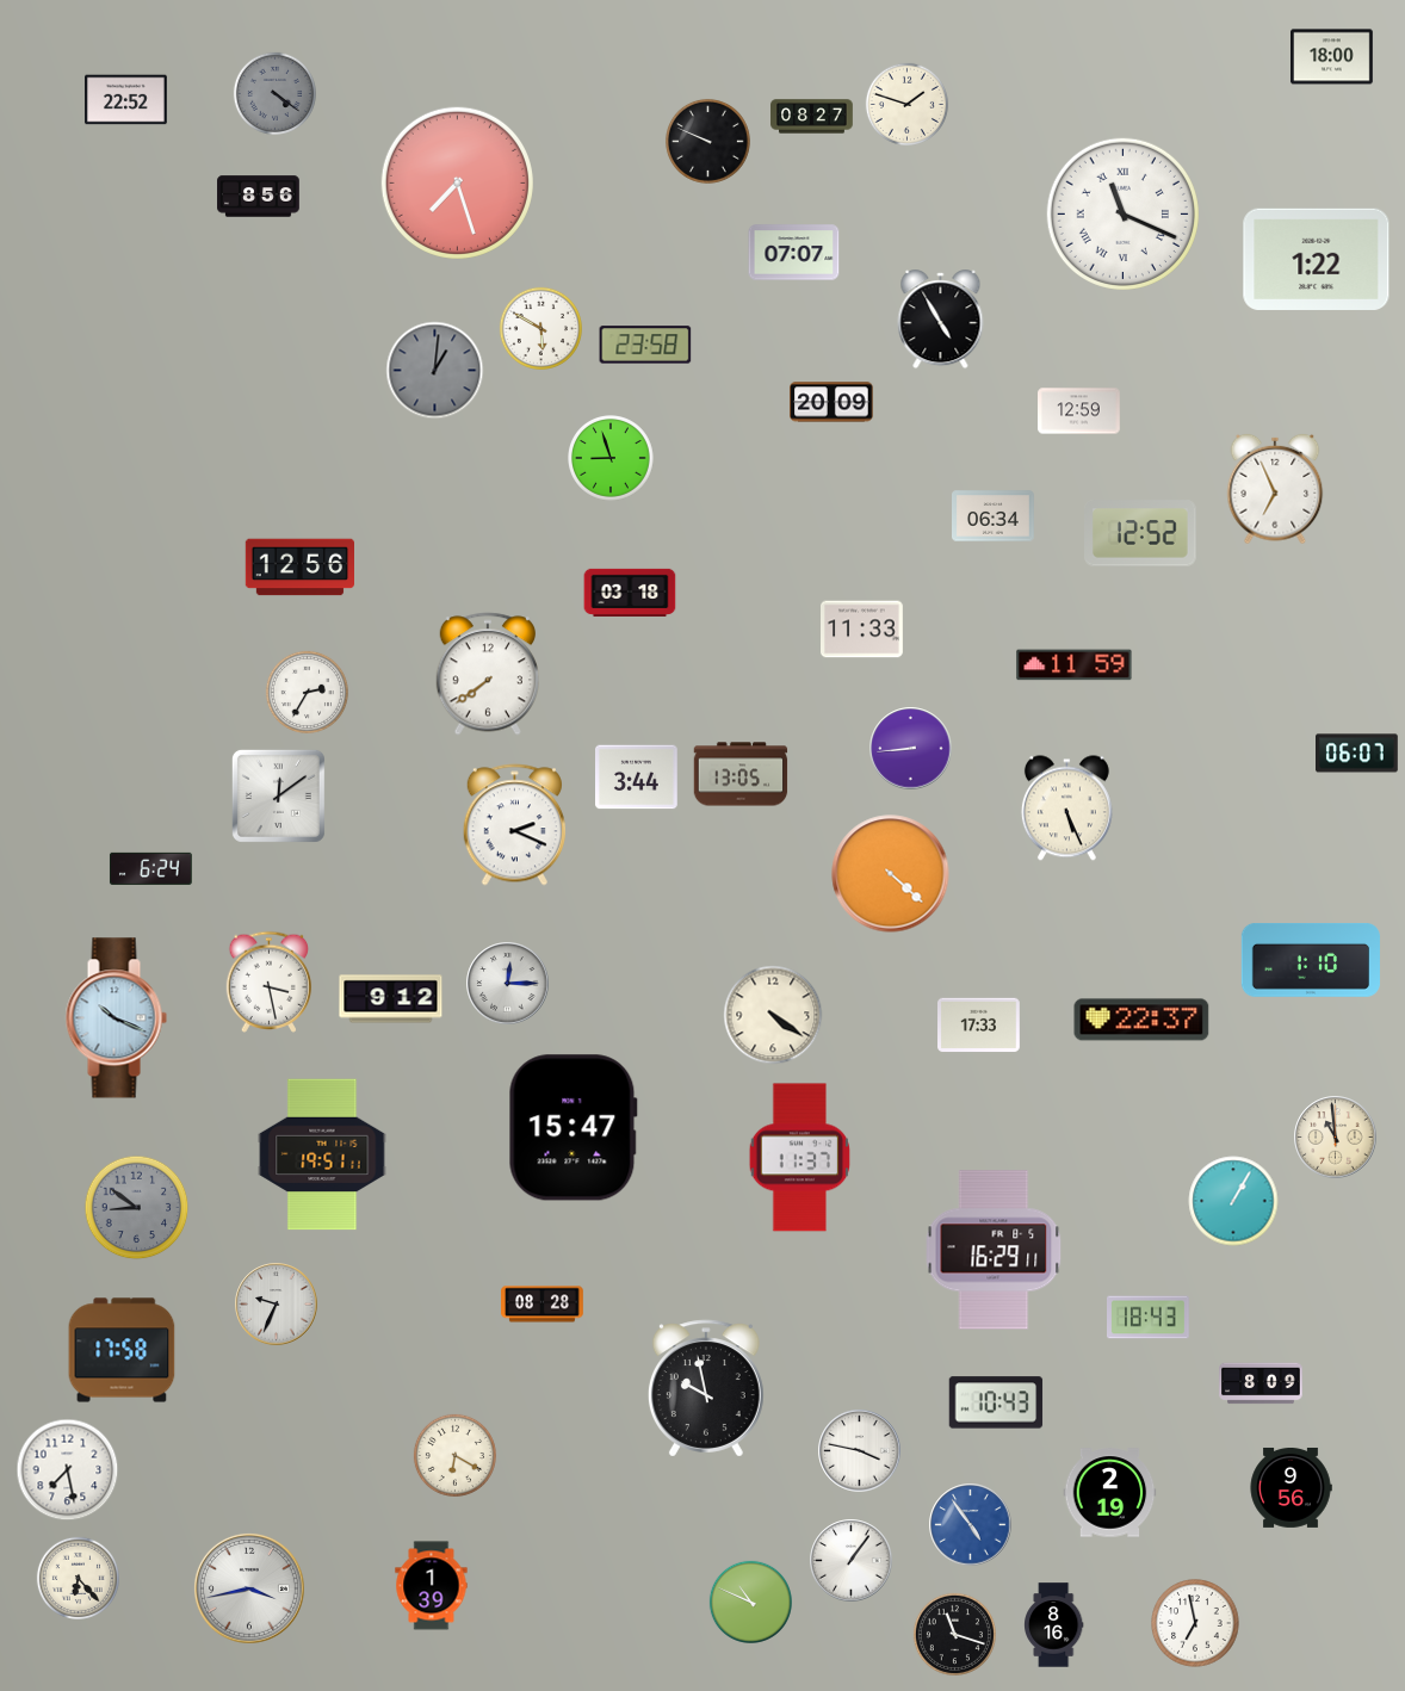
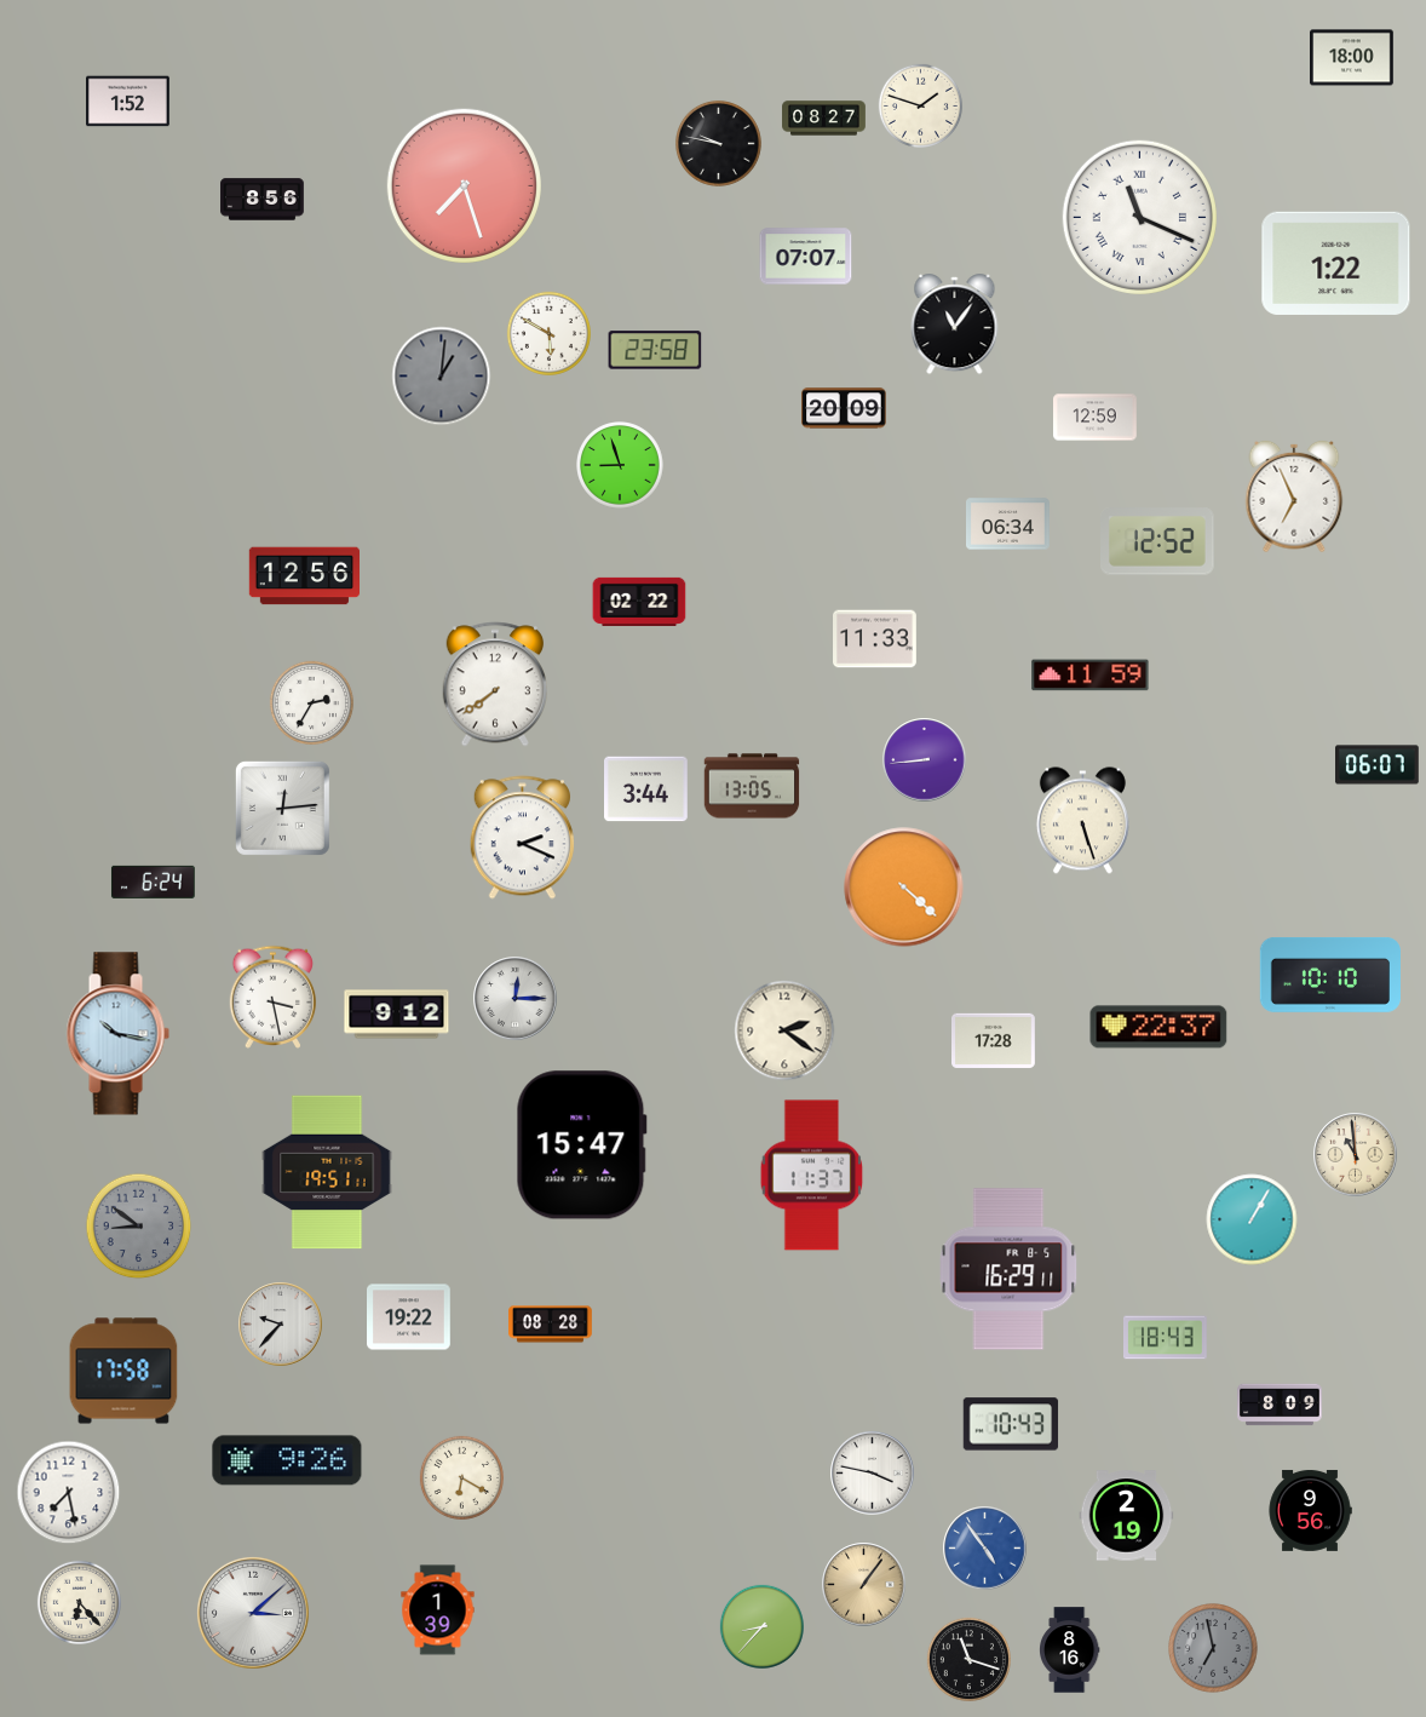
clock at (274, 93): 4:21 -> none
clock at (126, 100): 22:52 -> 1:52
clock at (707, 141): 9:49 -> 9:47
clock at (941, 320): 4:55 -> 11:06
clock at (630, 593): 03:18 -> 02:22
clock at (278, 795): 12:09 -> 12:14
clock at (1066, 809): 5:26 -> 5:27
clock at (1311, 961): 1:10 -> 10:10
clock at (773, 1015): 4:21 -> 2:21
clock at (116, 1018): 10:19 -> 10:17
clock at (1141, 1020) position: (1141, 1020) -> (1158, 1027)
clock at (979, 1026): 17:33 -> 17:28
clock at (409, 1317): none -> 19:22
clock at (277, 1305): 9:34 -> 9:37
clock at (706, 1388): 9:58 -> none
clock at (287, 1460): none -> 9:26
clock at (852, 1561) dial: white -> champagne
clock at (249, 1588): 3:43 -> 3:08
clock at (750, 1602): 10:49 -> 8:37
clock at (1195, 1623) dial: white -> grey
